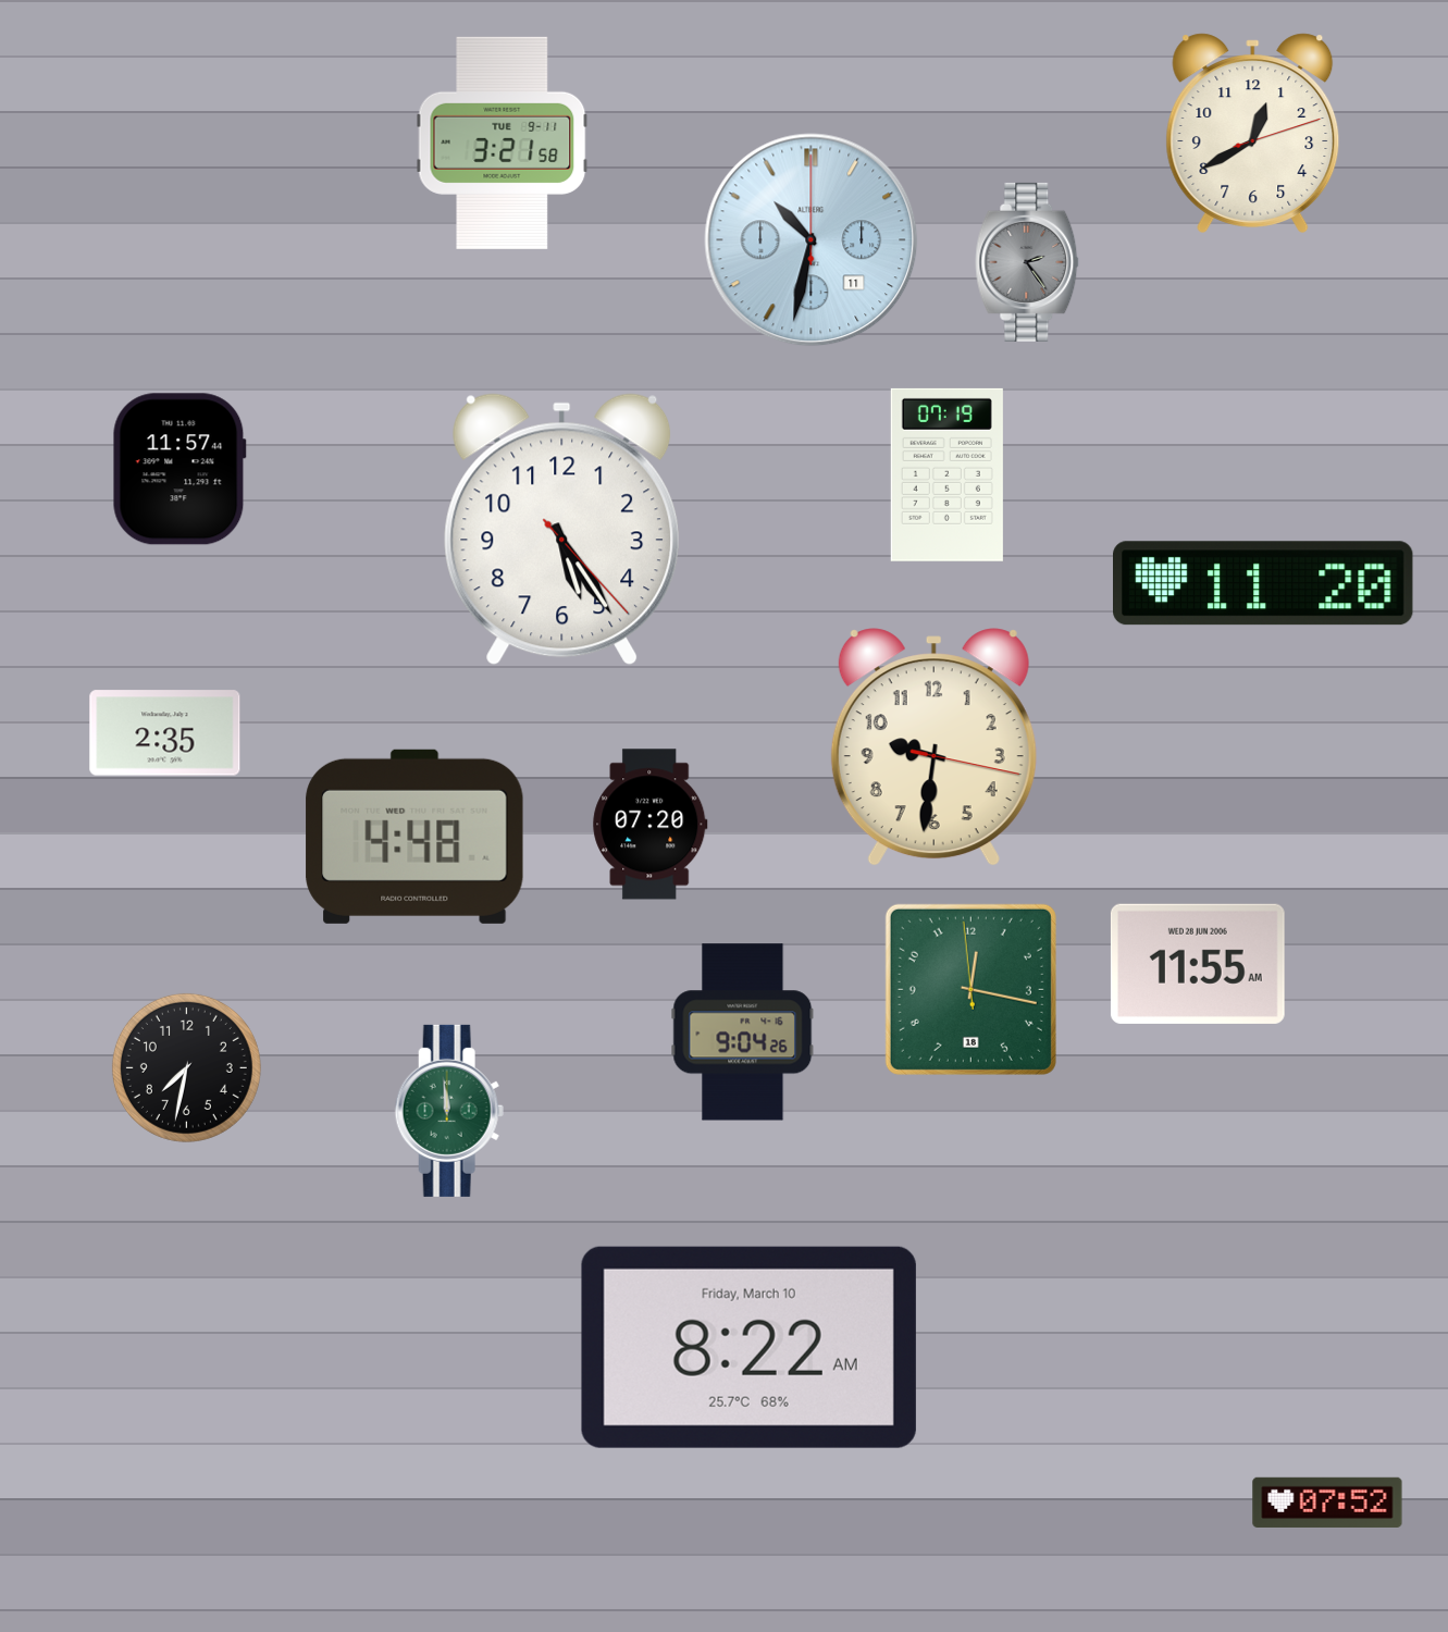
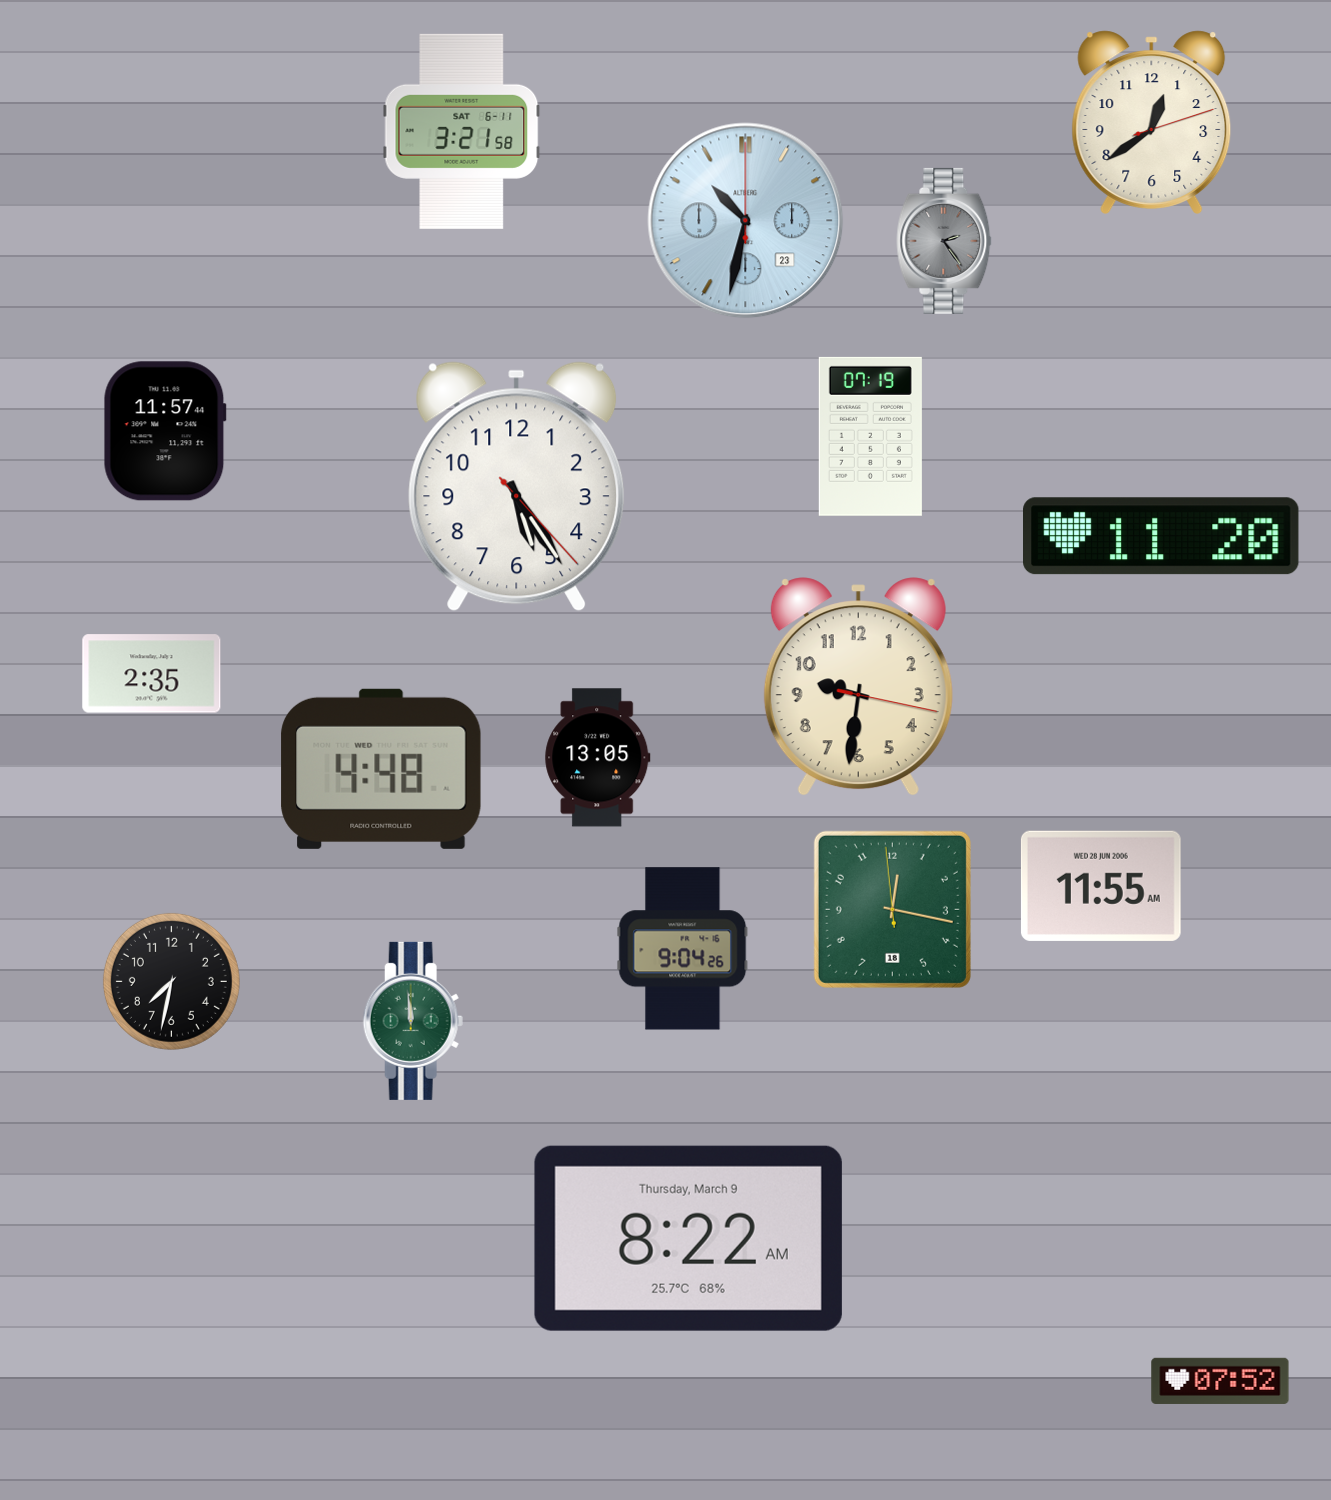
clock at (1253, 133): 12:40 -> 12:39
clock at (503, 143) date: TUE 9-11 -> SAT 6-11
clock at (812, 240) date: 11 -> 23
clock at (651, 825): 07:20 -> 13:05
clock at (748, 1347) date: Friday, March 10 -> Thursday, March 9
